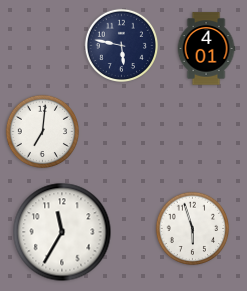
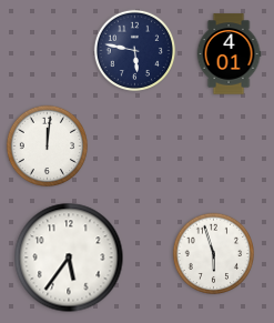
clock at (43, 132): 7:01 -> 12:01
clock at (62, 232): 11:35 -> 5:36
